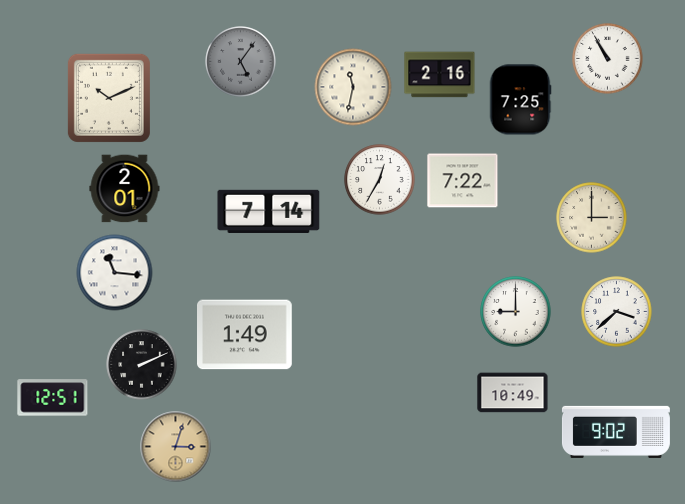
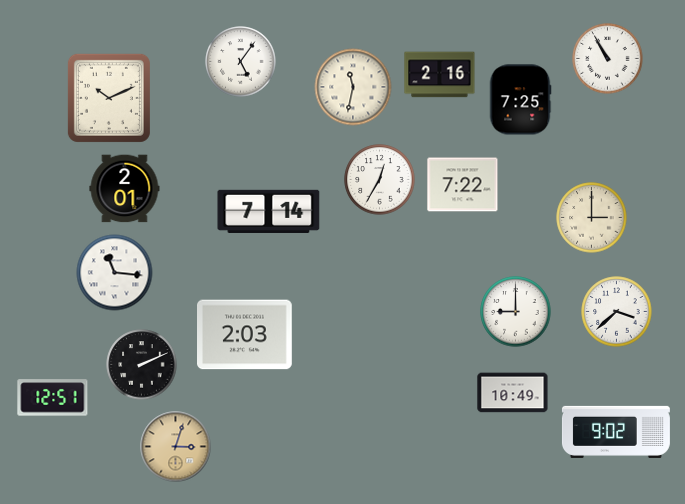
clock at (241, 62) dial: grey -> white
clock at (463, 181) position: (463, 181) -> (463, 185)
clock at (245, 335): 1:49 -> 2:03
